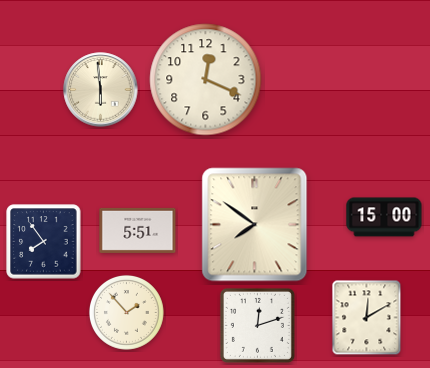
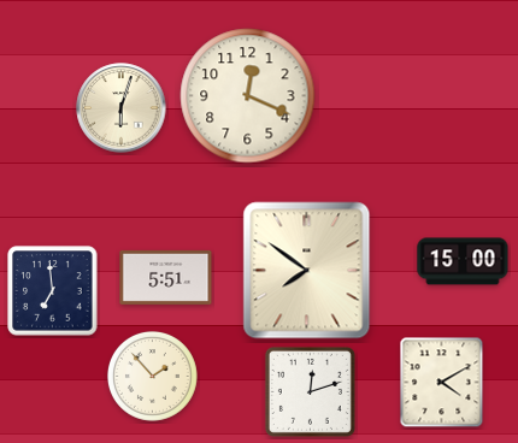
clock at (101, 90): 5:59 -> 6:03
clock at (44, 242): 7:54 -> 6:59
clock at (367, 318): 12:10 -> 4:10
